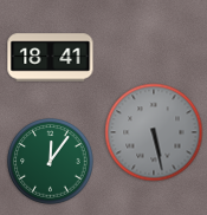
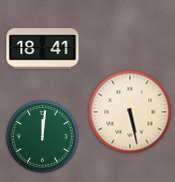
clock at (154, 132) dial: grey -> cream
clock at (51, 162): 12:06 -> 12:01
